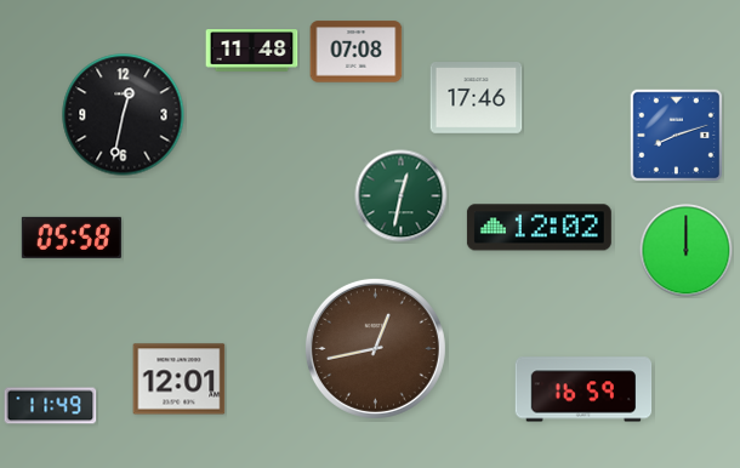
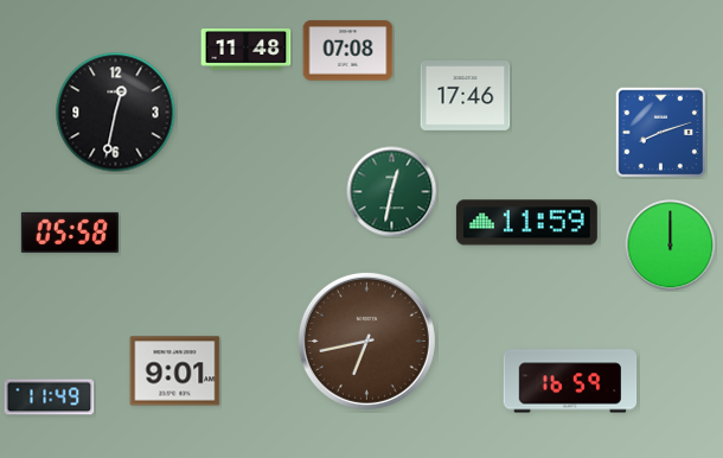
clock at (124, 115) position: (124, 115) -> (116, 113)
clock at (539, 228): 12:02 -> 11:59
clock at (375, 348): 12:43 -> 6:43
clock at (180, 379): 12:01 -> 9:01
